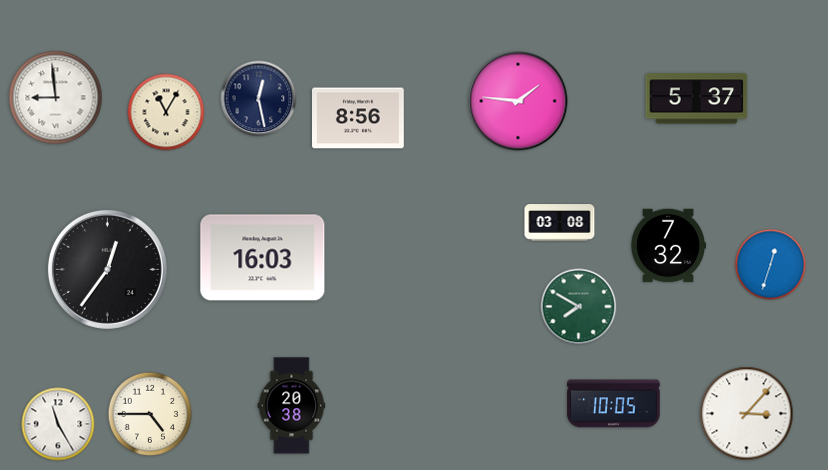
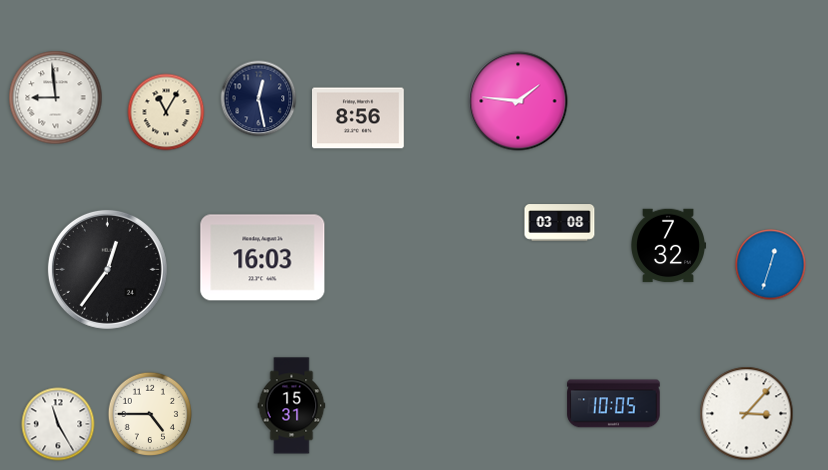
clock at (697, 99): 5:37 -> none
clock at (579, 307): 7:50 -> none
clock at (292, 406): 20:38 -> 15:31
